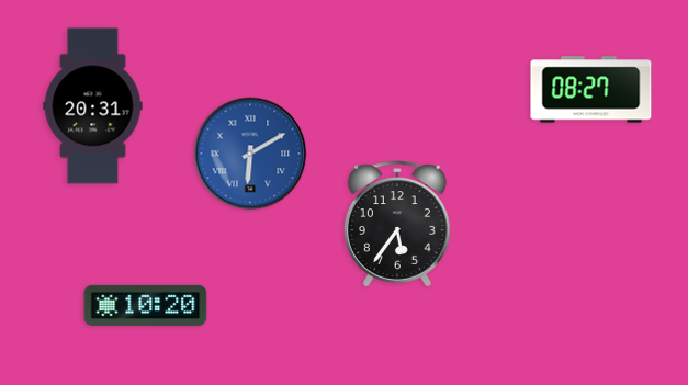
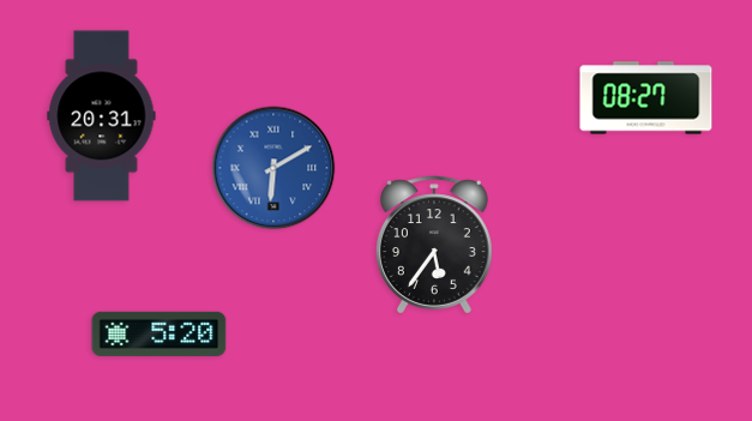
clock at (146, 305): 10:20 -> 5:20
